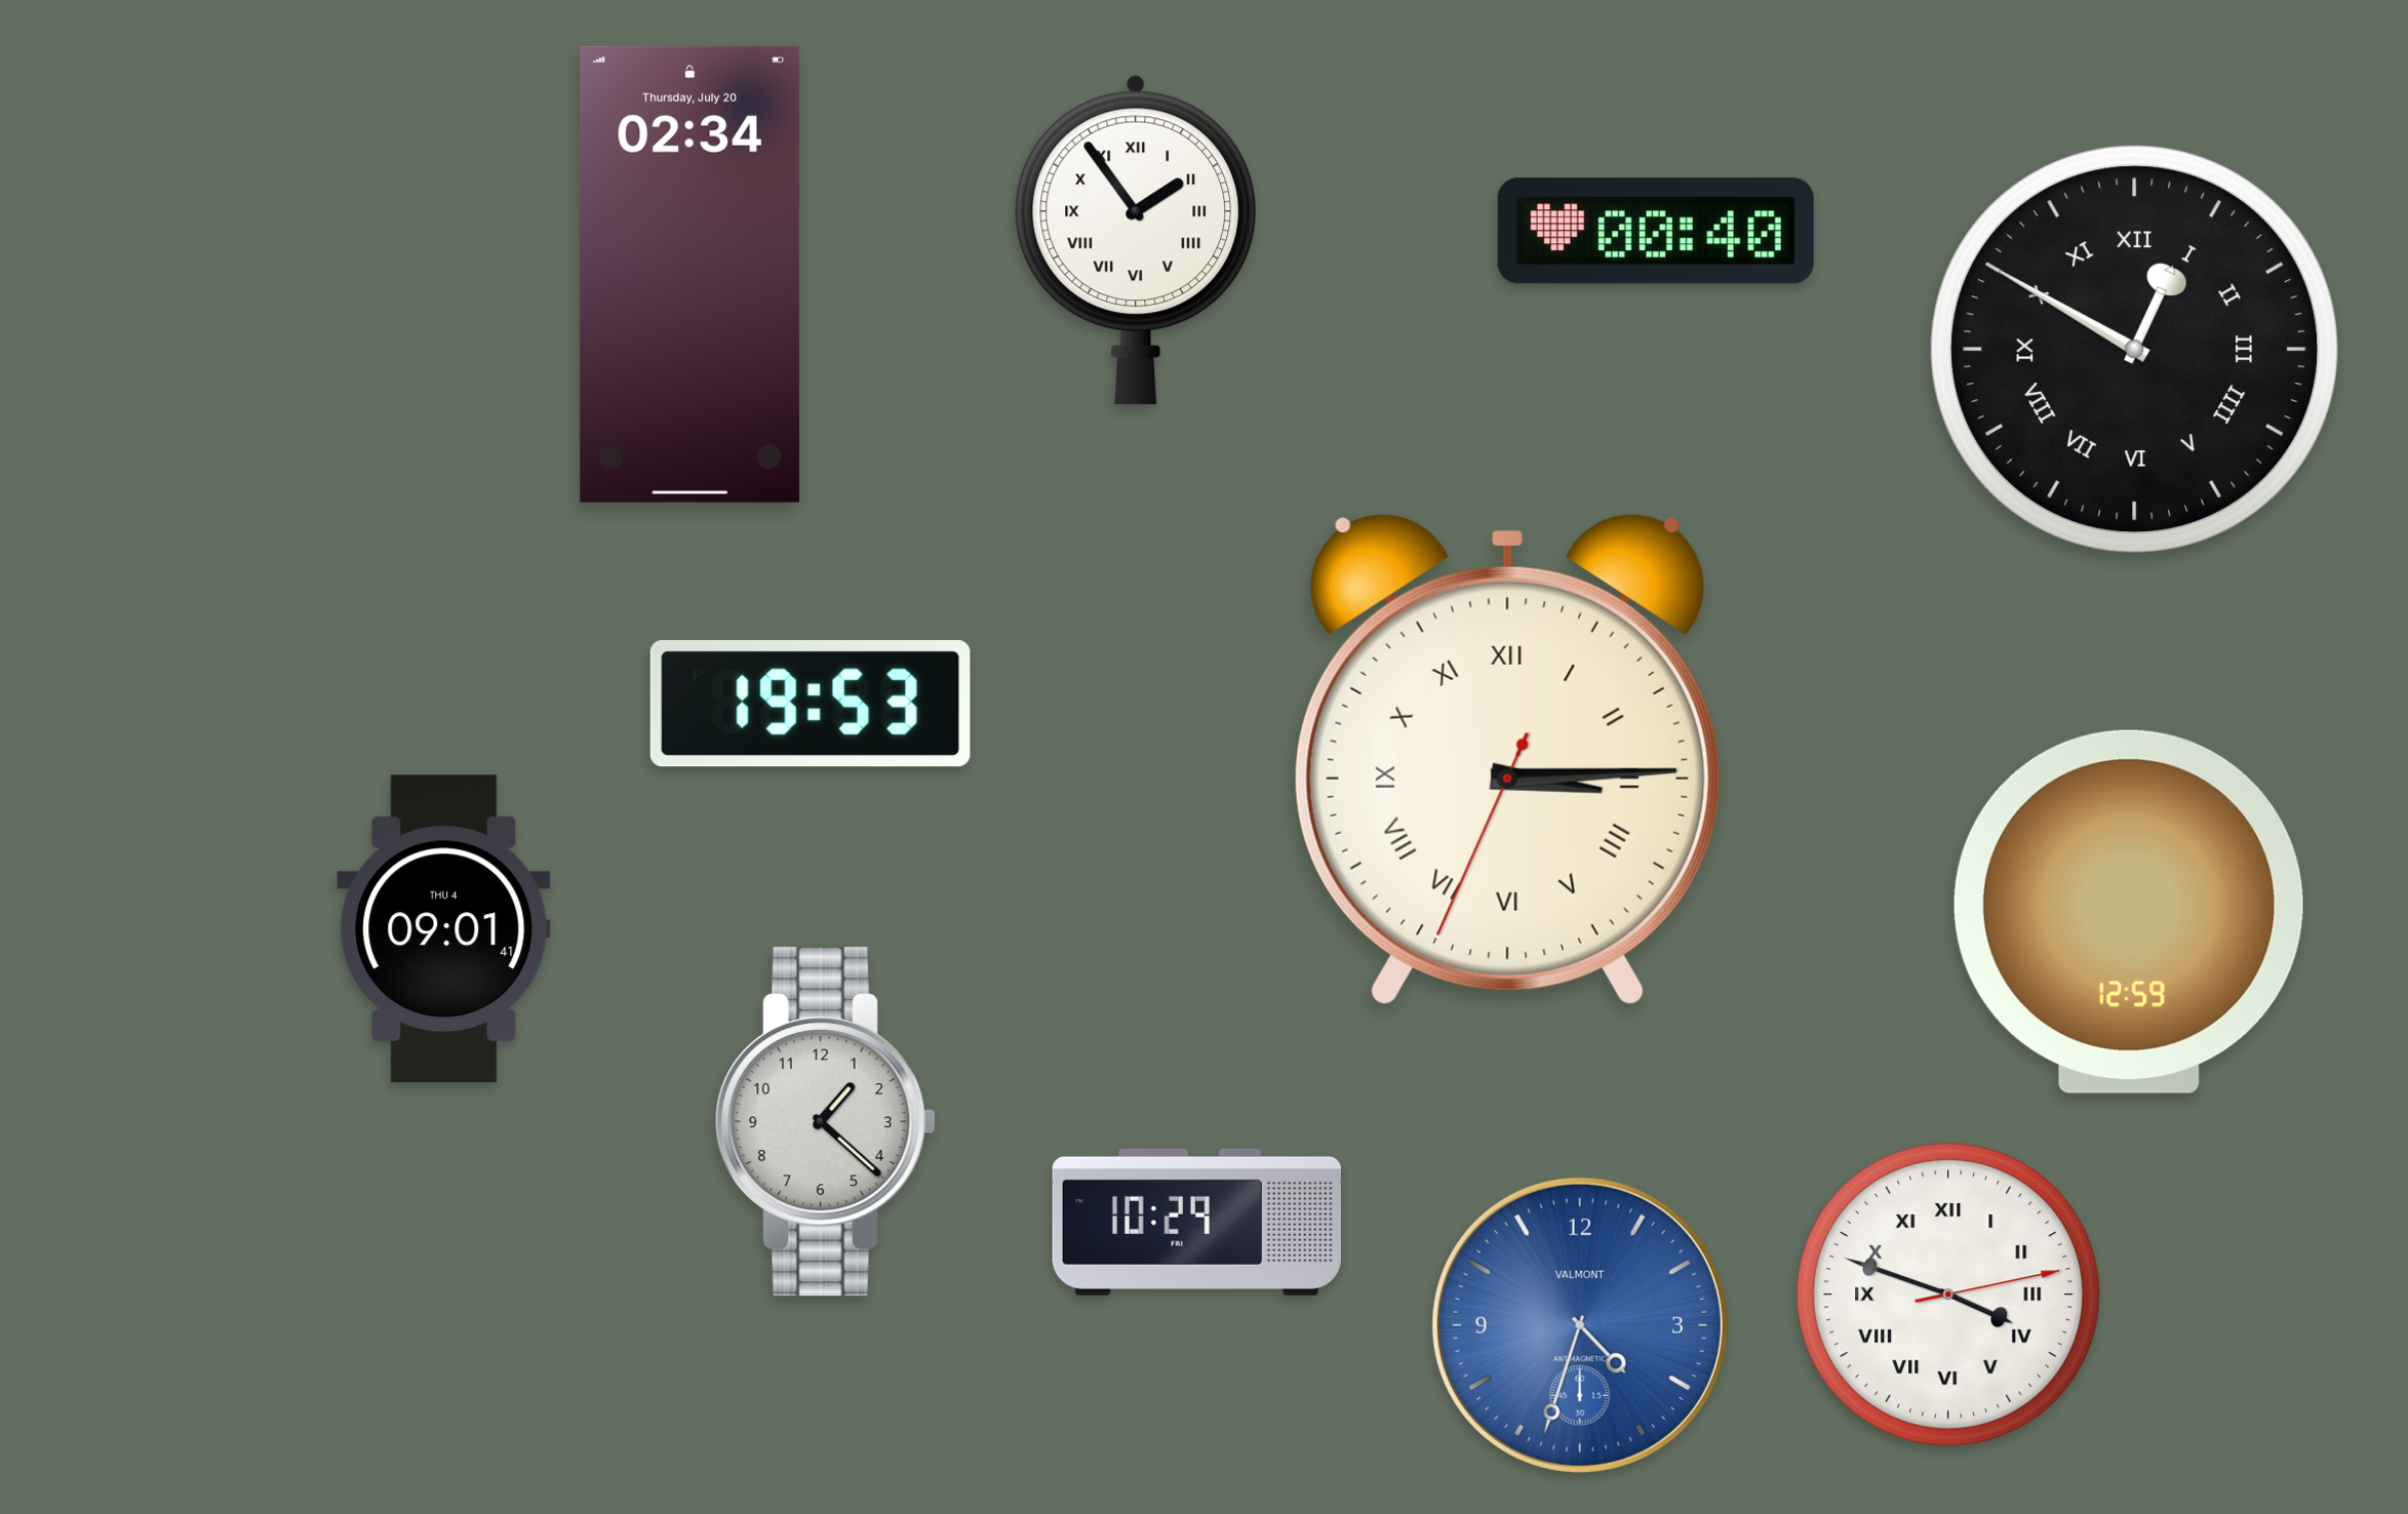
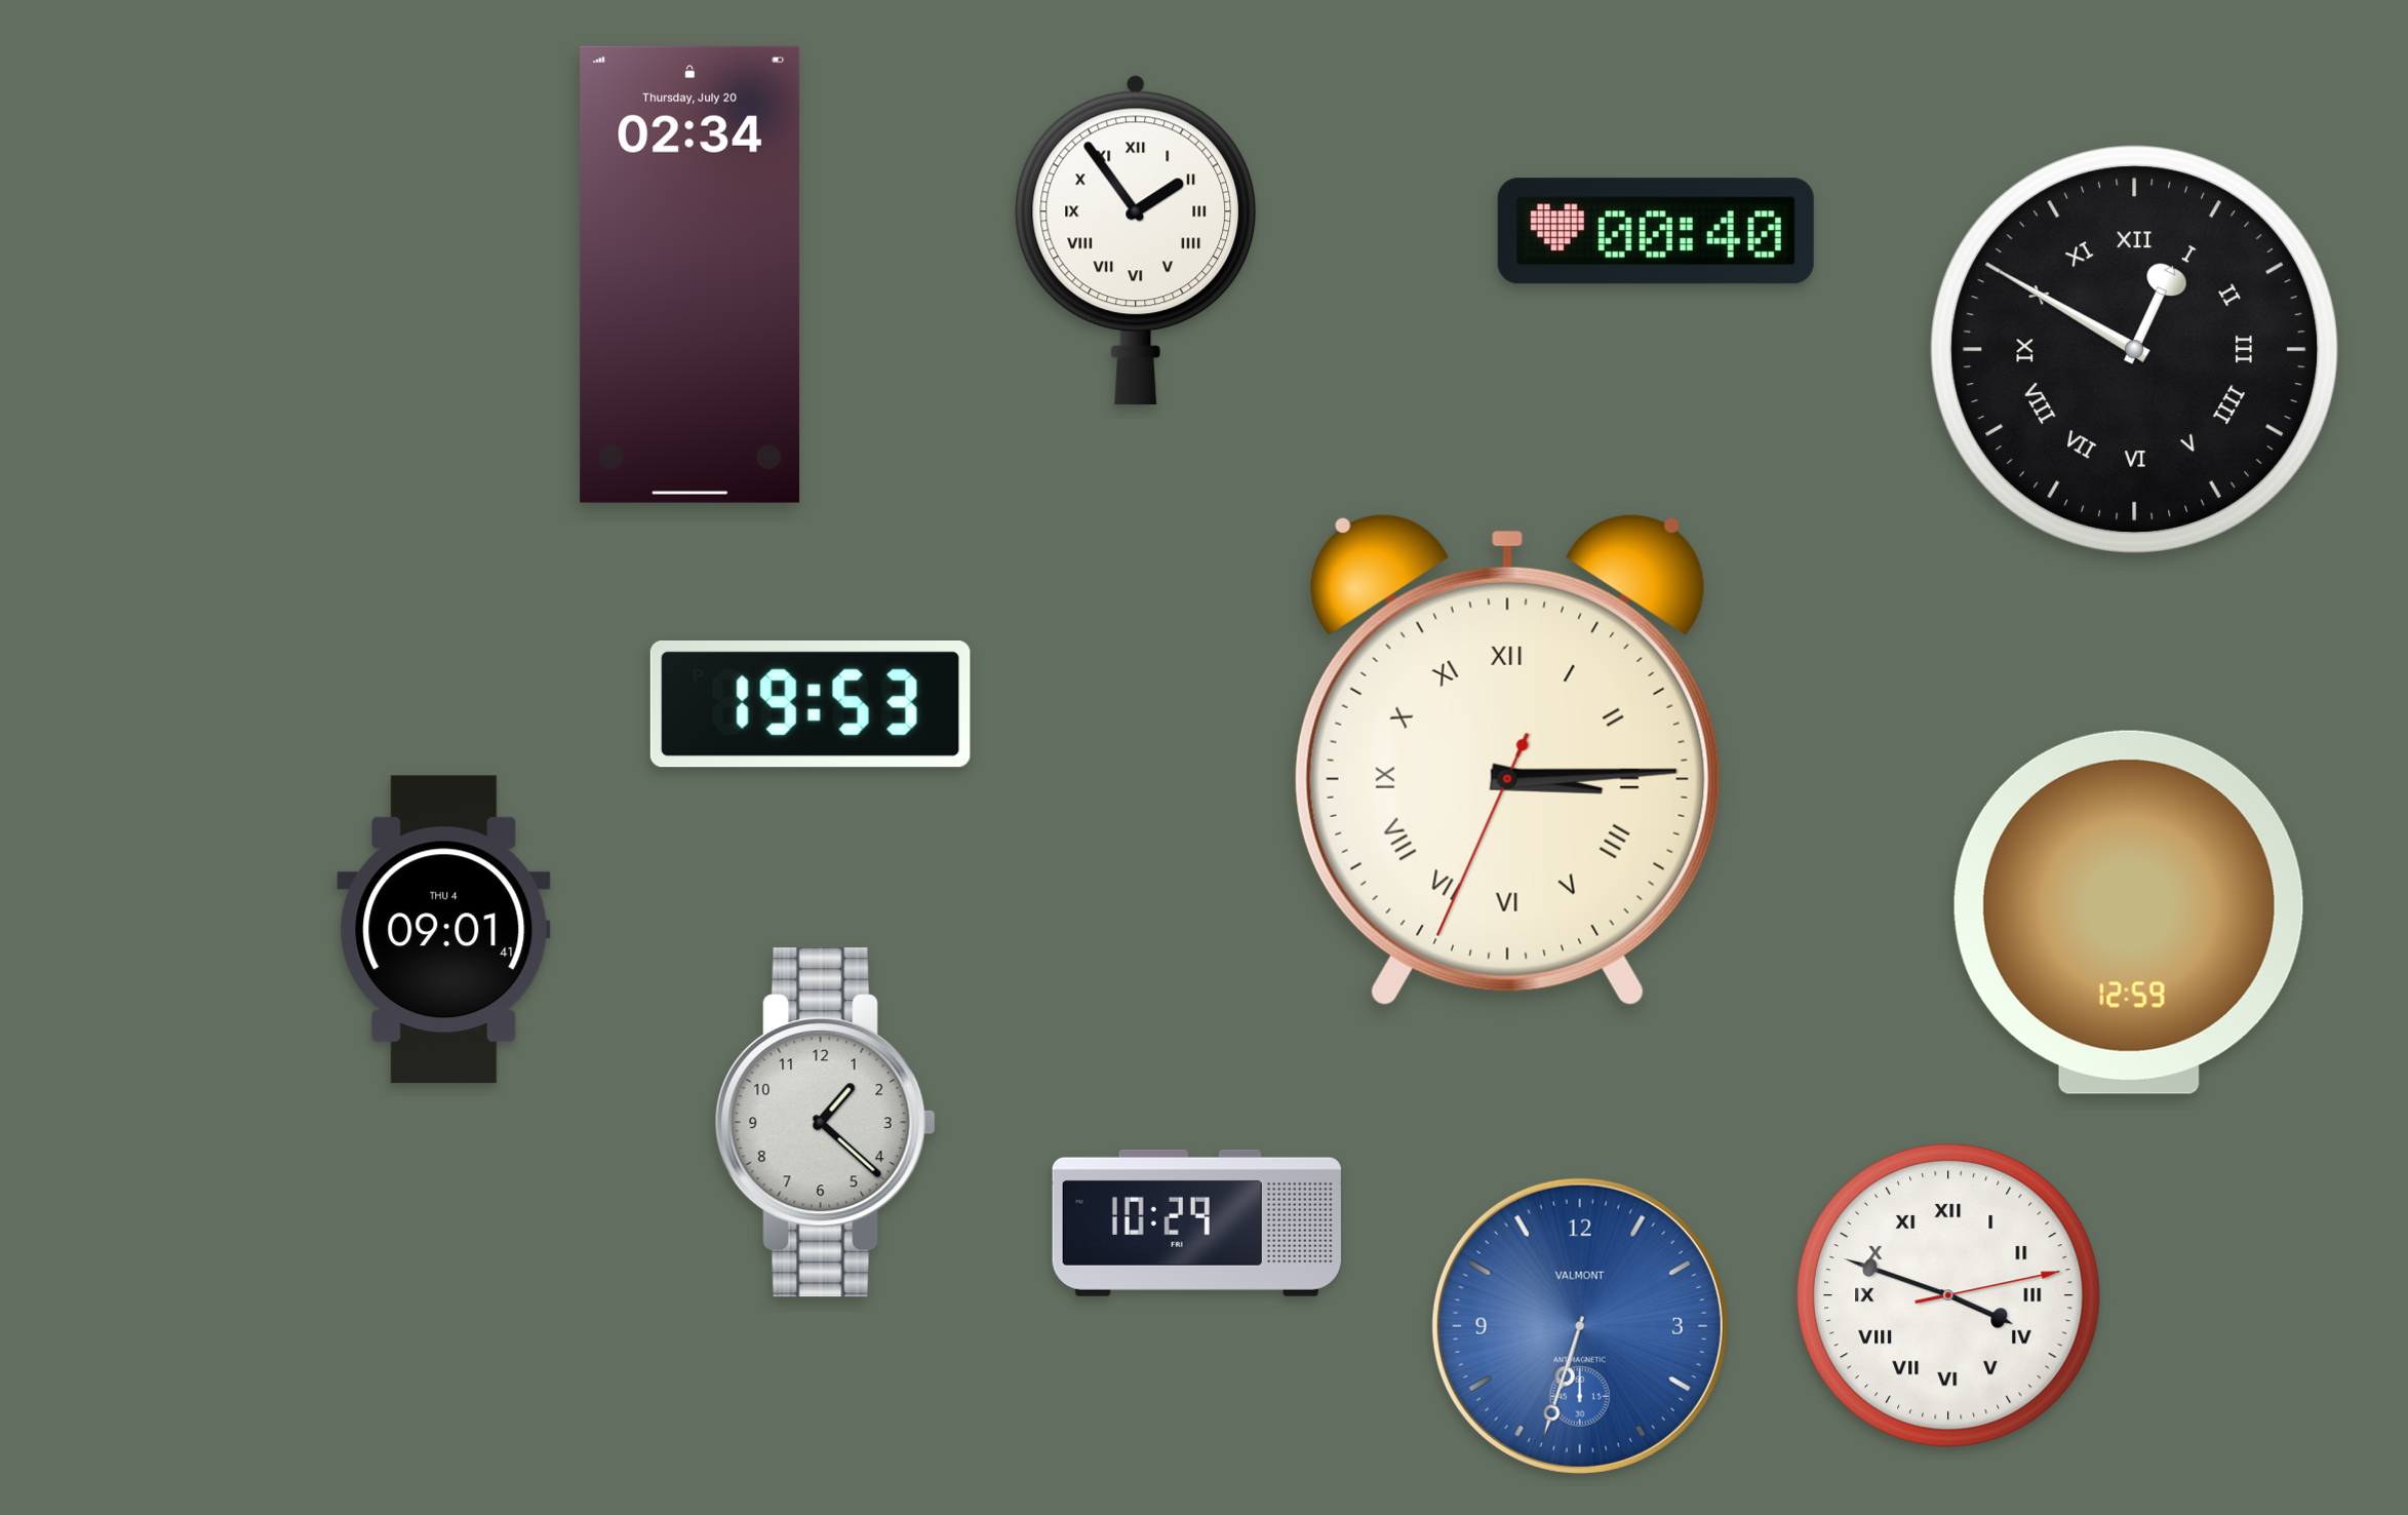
clock at (1580, 1325): 4:33 -> 6:33
